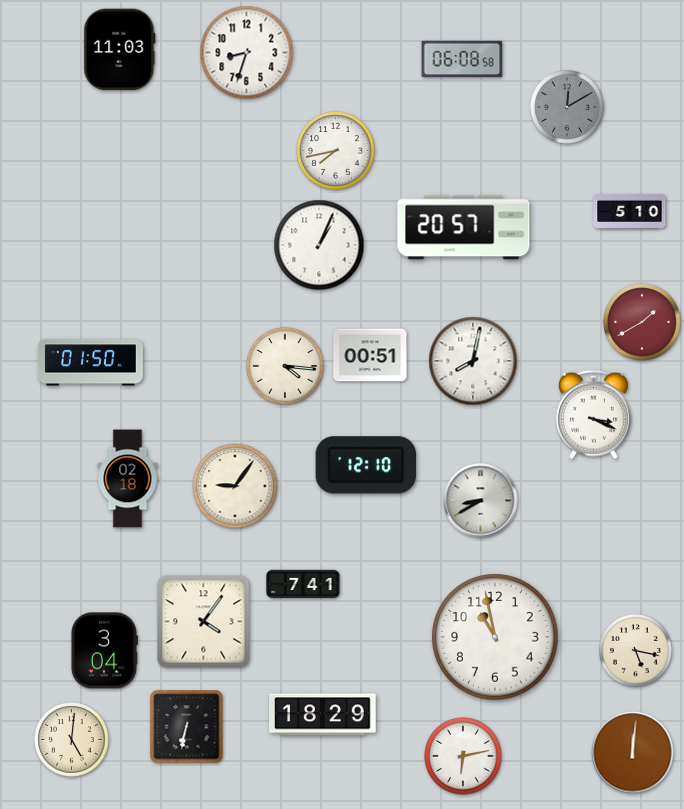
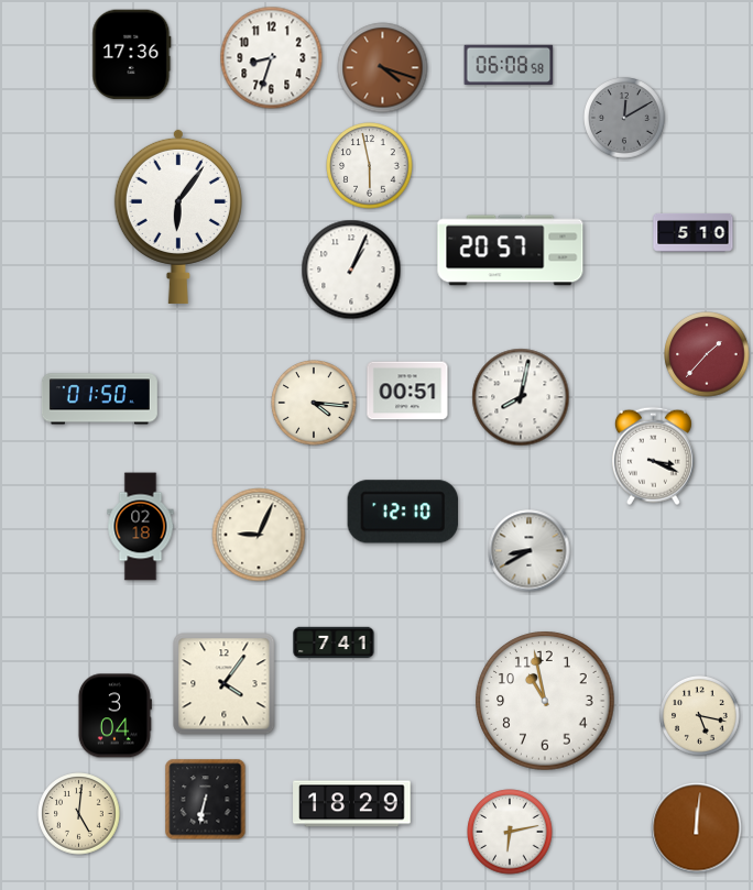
clock at (120, 50): 11:03 -> 17:36
clock at (383, 68): none -> 4:18
clock at (336, 151): 7:43 -> 5:58
clock at (178, 216): none -> 6:06
clock at (642, 322): 1:40 -> 1:37
clock at (235, 486): 9:06 -> 9:04
clock at (323, 715) position: (323, 715) -> (352, 804)
